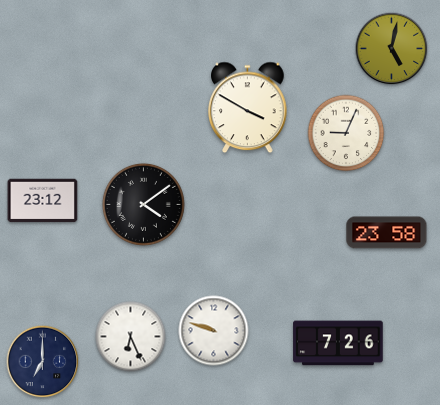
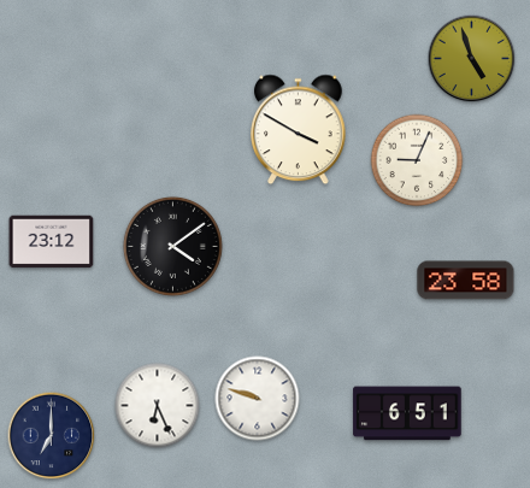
clock at (392, 49): 5:02 -> 4:57
clock at (338, 343): 7:26 -> 6:51
